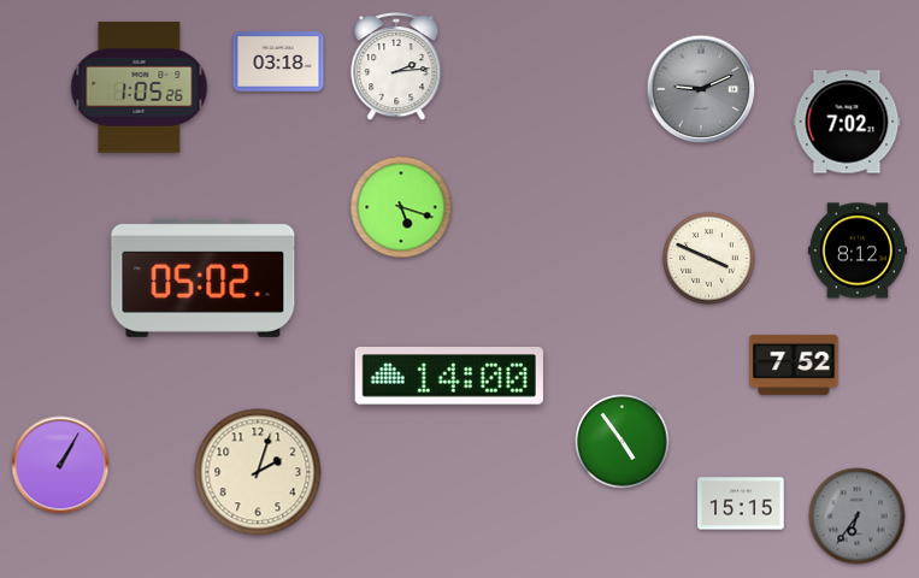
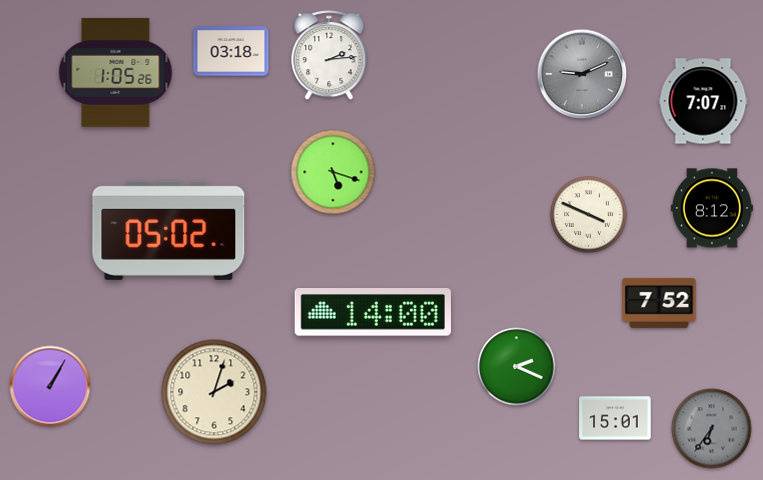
clock at (847, 122): 7:02 -> 7:07
clock at (623, 442): 4:54 -> 2:19
clock at (741, 503): 15:15 -> 15:01
